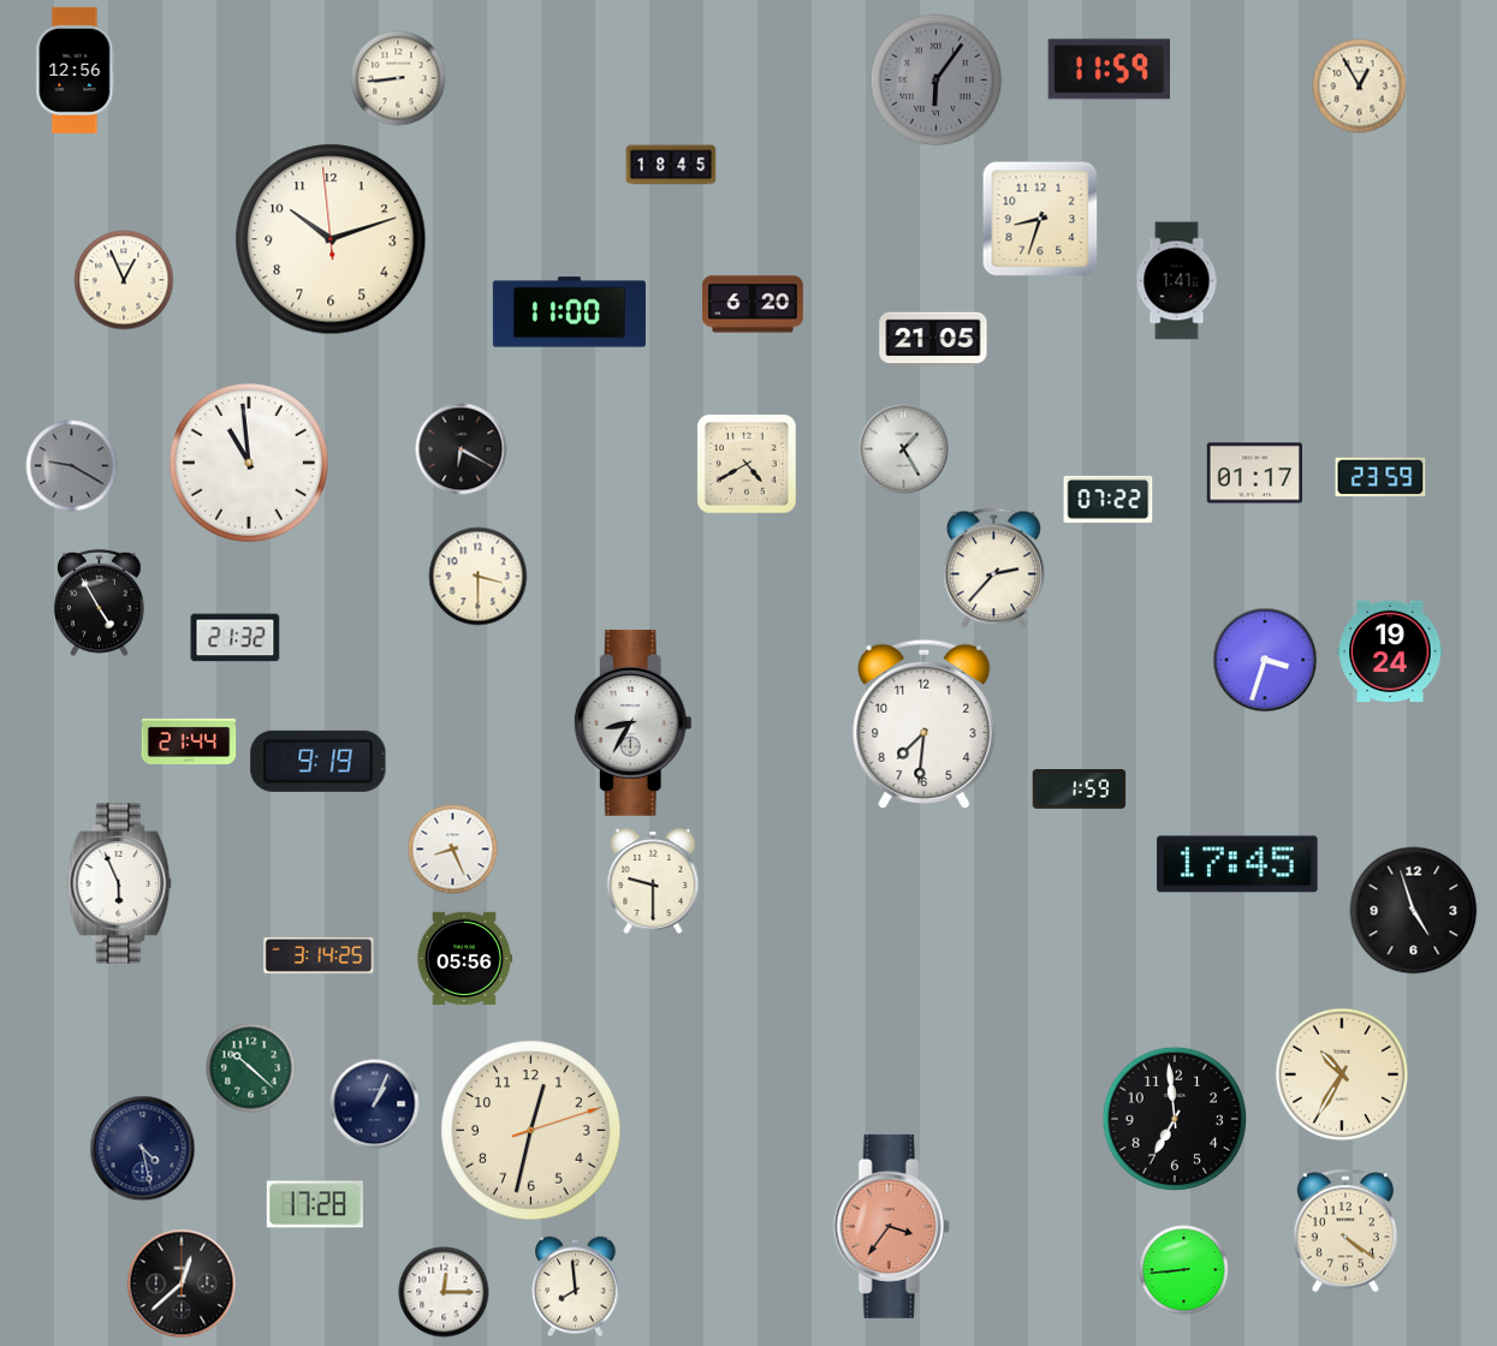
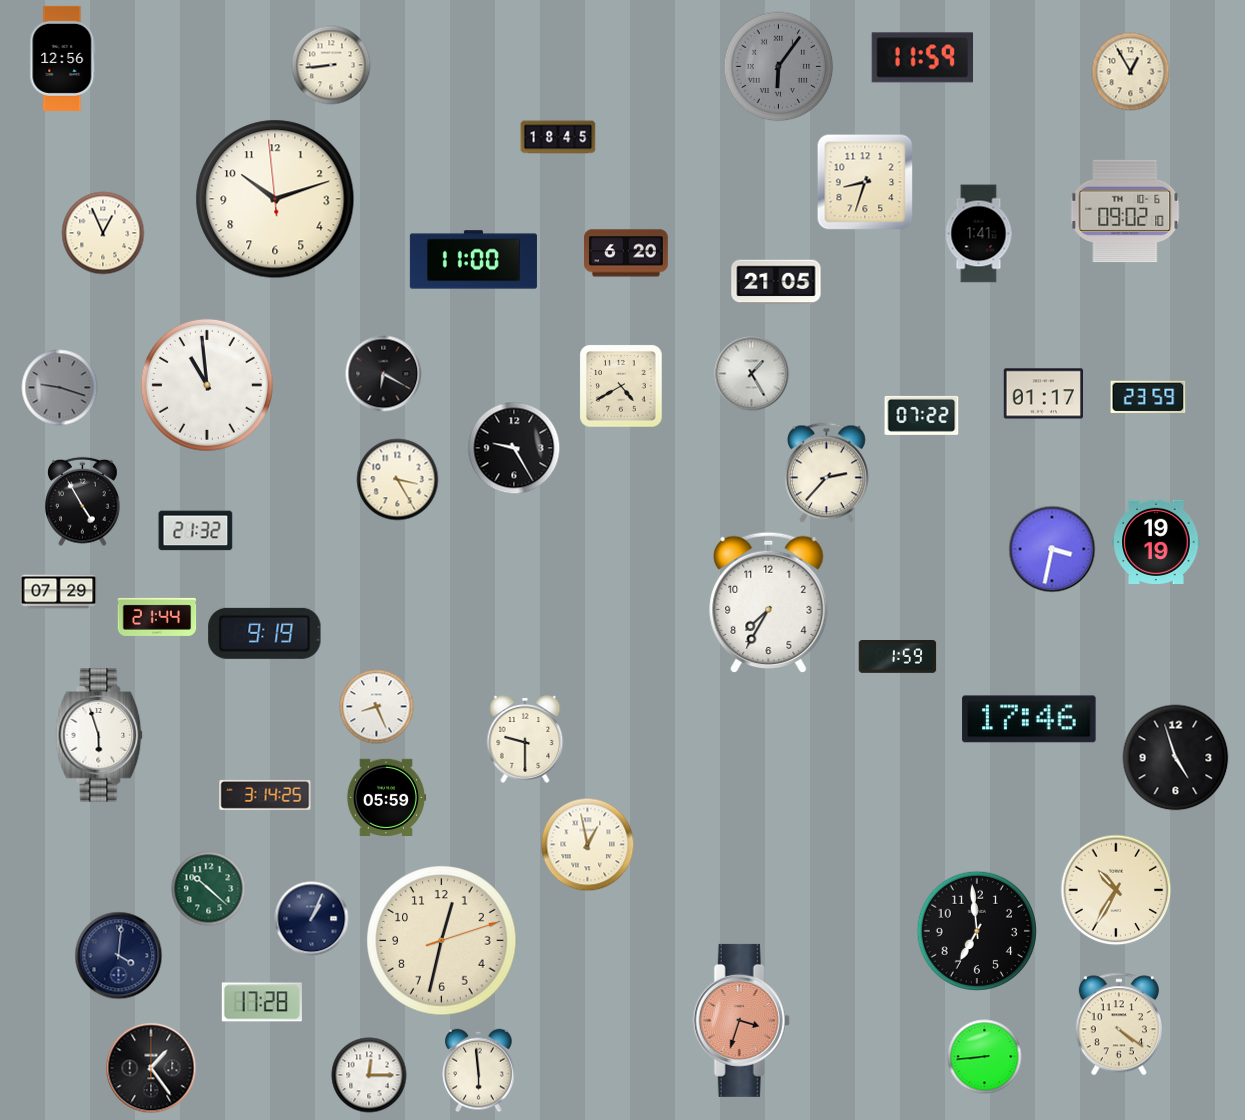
clock at (1125, 211): none -> 09:02
clock at (72, 466): 9:20 -> 9:18
clock at (514, 448): none -> 9:25
clock at (479, 577): 3:30 -> 3:25
clock at (1390, 650): 19:24 -> 19:19
clock at (1265, 660): 3:33 -> 3:32
clock at (59, 592): none -> 07:29
clock at (632, 722): 8:35 -> none
clock at (925, 723): 7:31 -> 7:35
clock at (1237, 864): 17:45 -> 17:46
clock at (653, 881) position: (653, 881) -> (525, 739)
clock at (119, 883): 5:56 -> 5:57
clock at (464, 958): 05:56 -> 05:59
clock at (588, 845): none -> 12:58
clock at (1342, 1074) position: (1342, 1074) -> (1116, 890)
clock at (143, 1149): 4:28 -> 4:01
clock at (891, 1226): 3:36 -> 3:33
clock at (182, 1284): 12:38 -> 1:24
clock at (576, 1287): 7:59 -> 5:59
